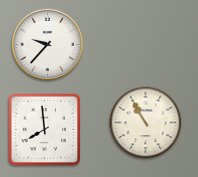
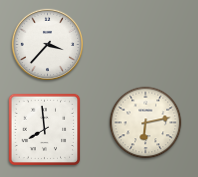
clock at (47, 44): 9:37 -> 3:37
clock at (146, 123): 10:55 -> 6:13
